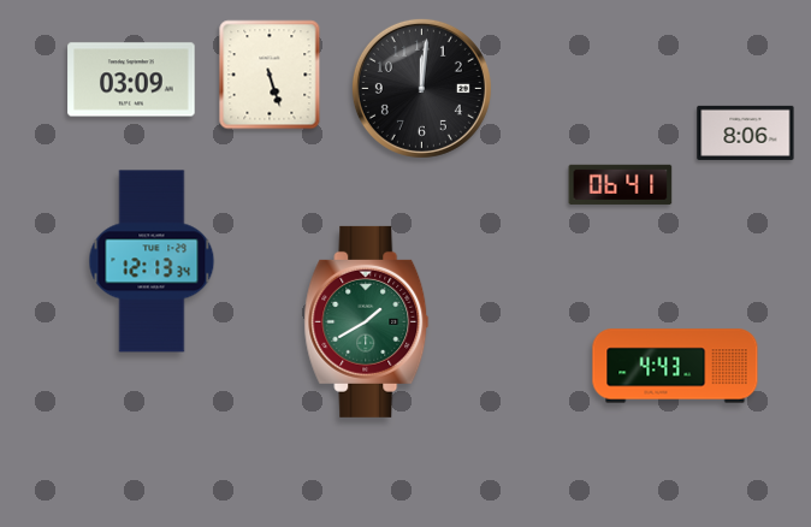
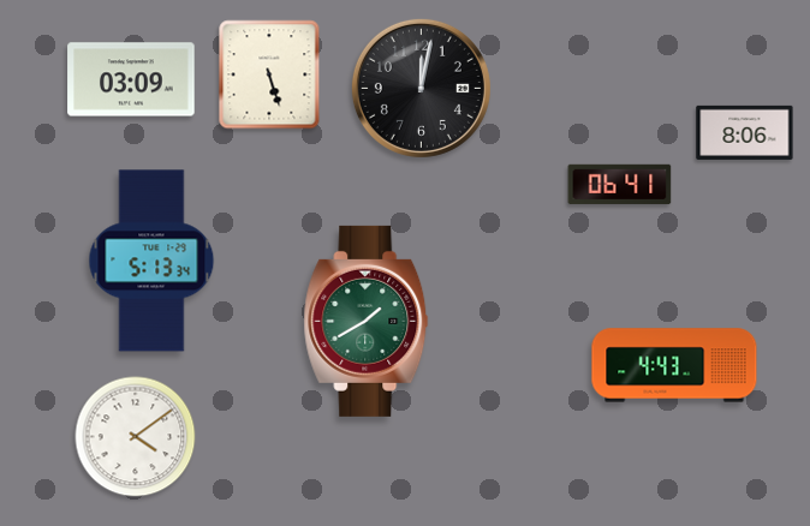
clock at (421, 88): 12:01 -> 12:02
clock at (152, 261): 12:13 -> 5:13
clock at (136, 437): none -> 4:09
